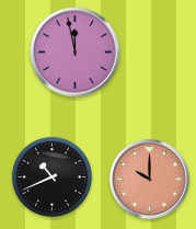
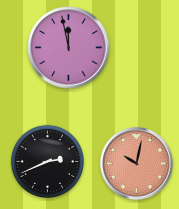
clock at (51, 176): 10:41 -> 2:41
clock at (150, 180): 10:00 -> 10:02
